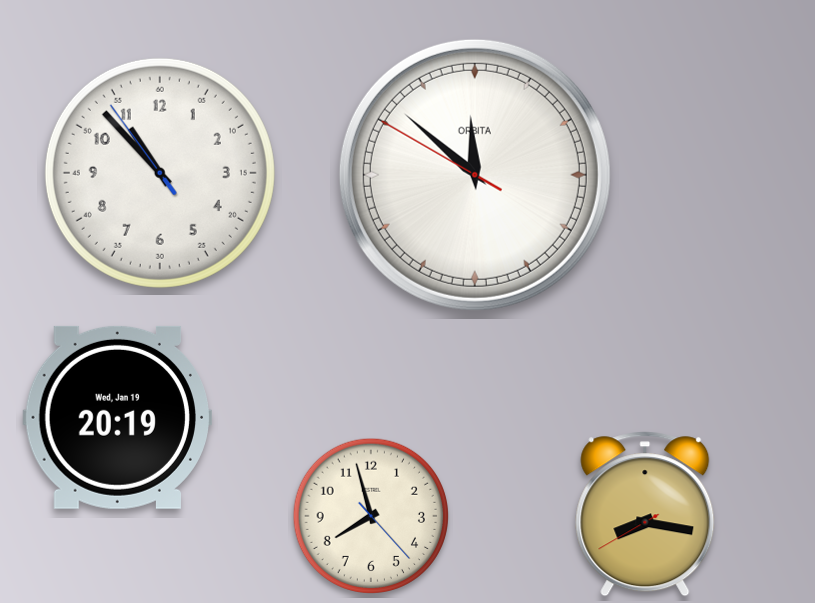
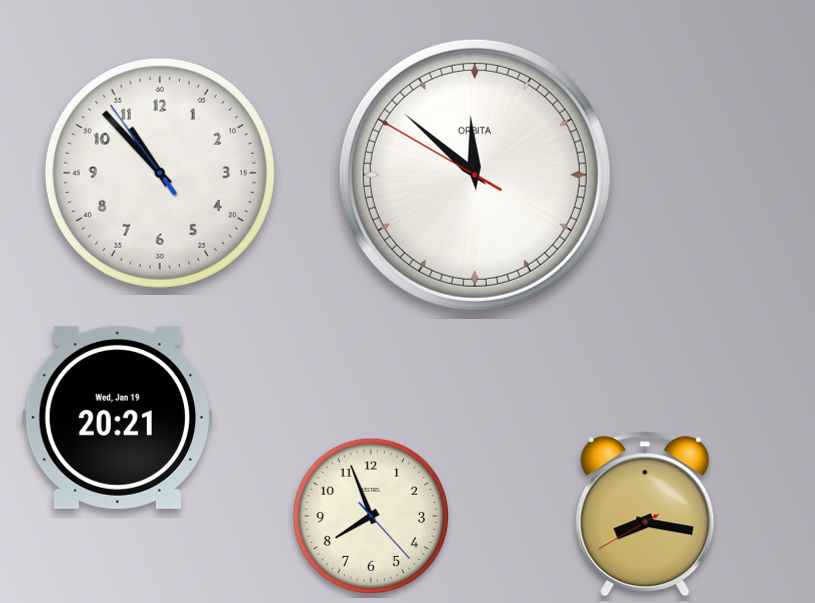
clock at (117, 417): 20:19 -> 20:21
clock at (370, 515): 7:57 -> 7:56
